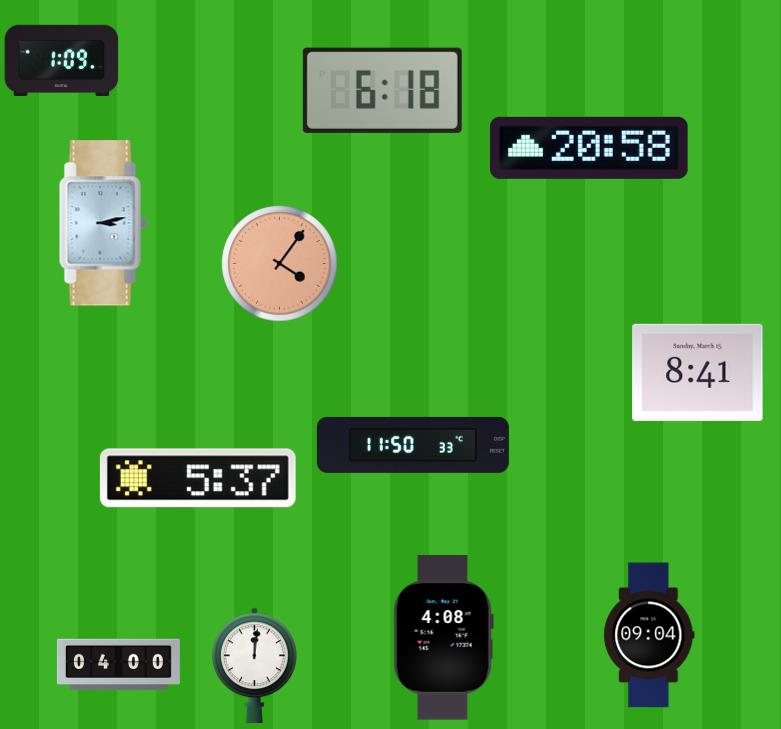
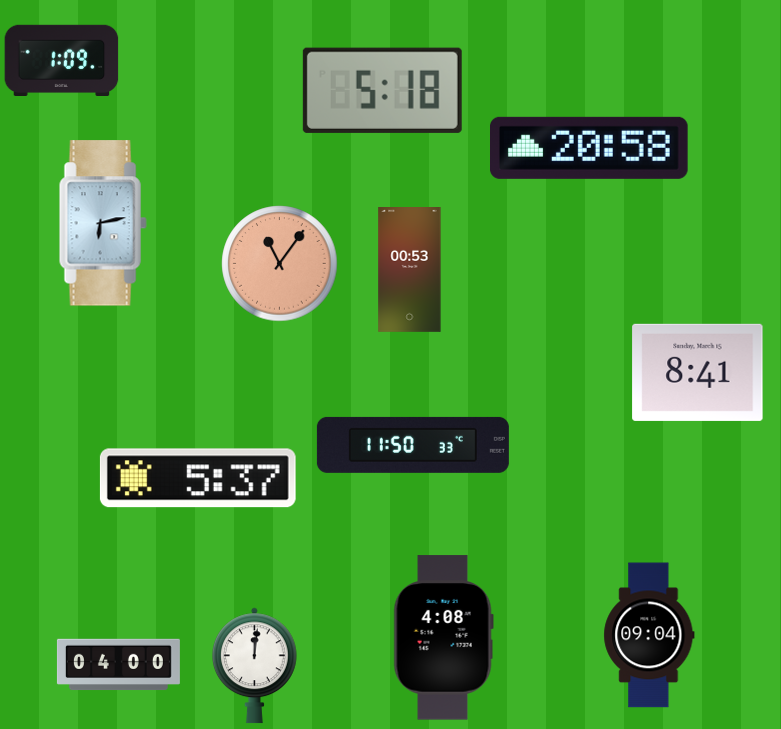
clock at (382, 90): 6:18 -> 5:18
clock at (103, 223): 3:13 -> 6:13
clock at (280, 264): 4:06 -> 11:06
clock at (410, 270): none -> 00:53
